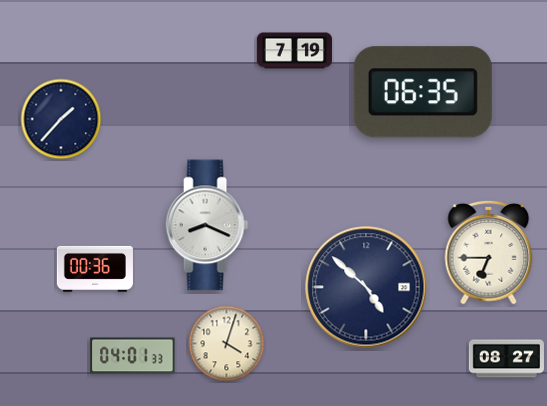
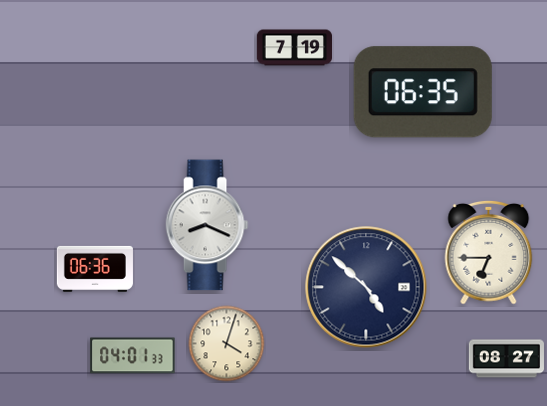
clock at (294, 51) position: (294, 51) -> (294, 48)
clock at (61, 119): 1:37 -> none
clock at (95, 269): 00:36 -> 06:36
